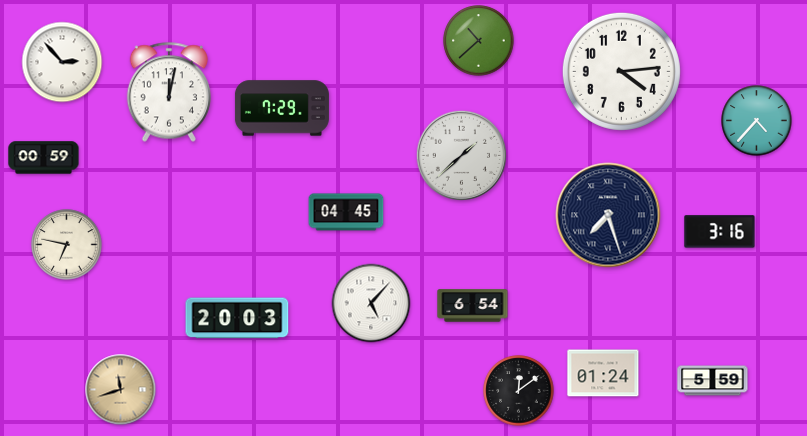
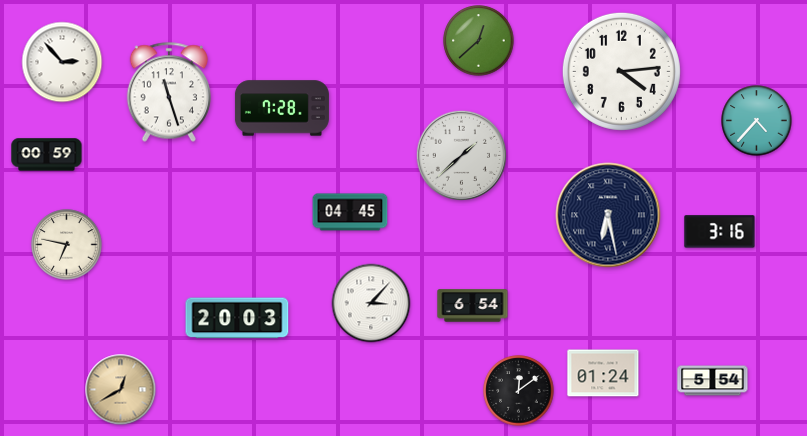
clock at (479, 41): 10:38 -> 12:38
clock at (168, 92): 12:02 -> 11:27
clock at (282, 108): 7:29 -> 7:28
clock at (44, 158) position: (44, 158) -> (47, 155)
clock at (346, 212) position: (346, 212) -> (350, 212)
clock at (608, 215): 7:27 -> 6:28
clock at (371, 303): 5:07 -> 3:07
clock at (713, 381): 5:59 -> 5:54
clock at (121, 390): 11:42 -> 12:40
